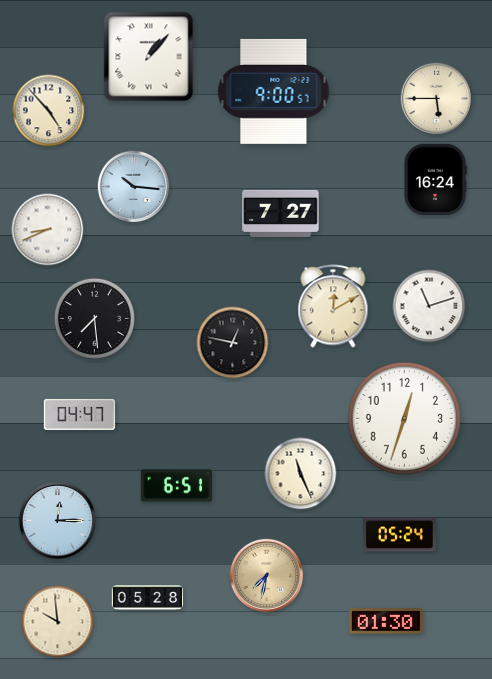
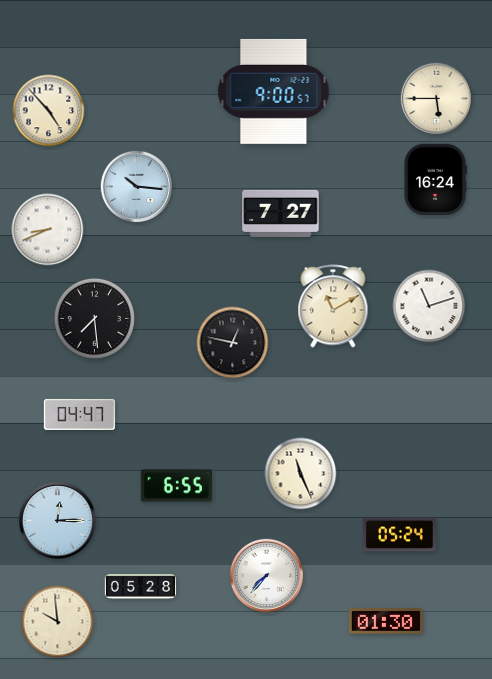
clock at (149, 57): 1:07 -> none
clock at (134, 187) position: (134, 187) -> (137, 187)
clock at (333, 306): 12:10 -> 11:10
clock at (404, 418): 12:33 -> none
clock at (176, 486): 6:51 -> 6:55
clock at (266, 575): 7:32 -> 7:37
clock at (266, 575) dial: champagne -> white
clock at (148, 598) position: (148, 598) -> (141, 587)
